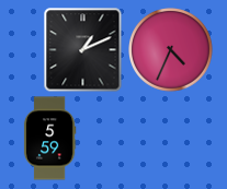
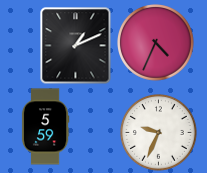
clock at (171, 50) position: (171, 50) -> (156, 43)
clock at (159, 133): none -> 9:34
